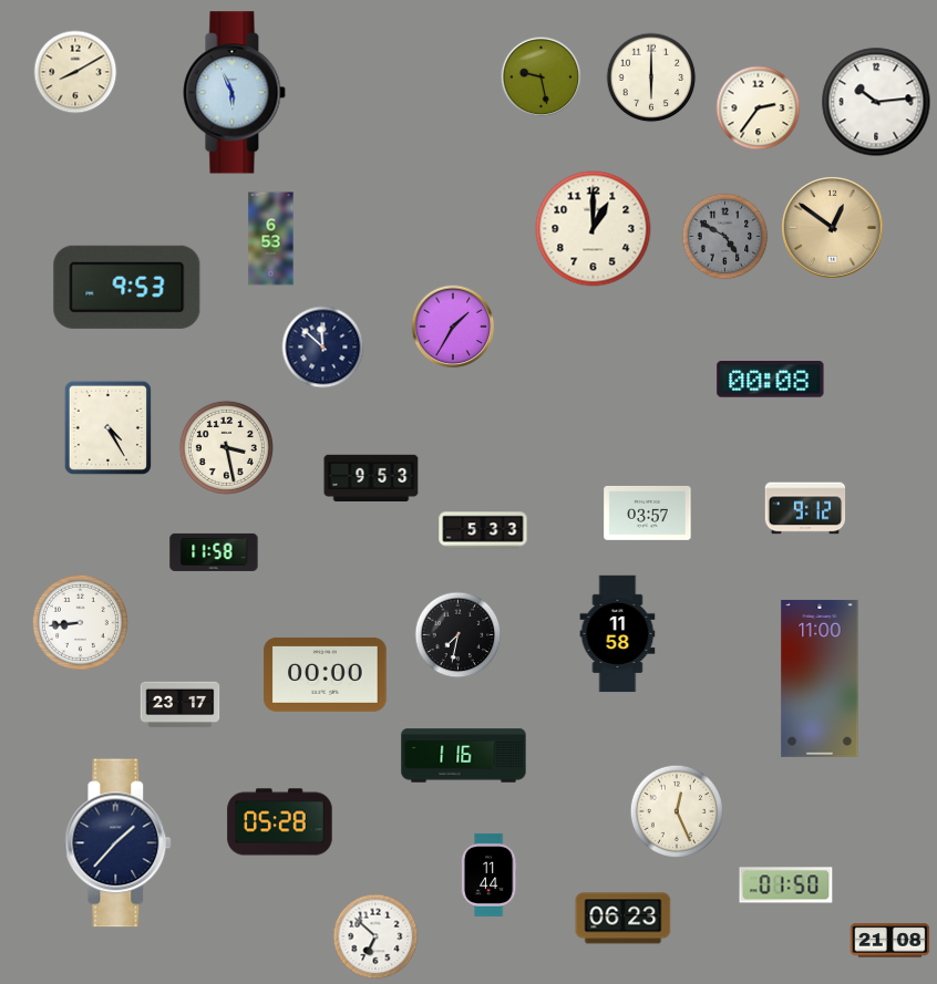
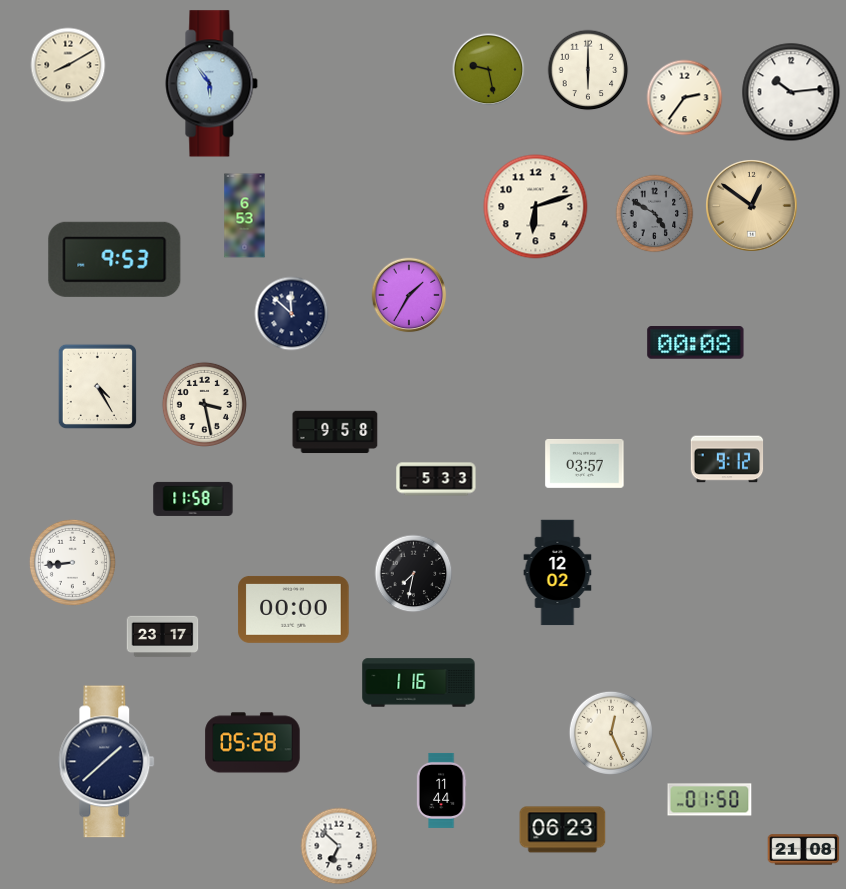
clock at (235, 93): 5:56 -> 5:54
clock at (594, 229): 1:00 -> 6:12
clock at (371, 478): 9:53 -> 9:58
clock at (618, 634): 11:58 -> 12:02
clock at (820, 679): 11:00 -> none
clock at (119, 843): 1:37 -> 1:38
